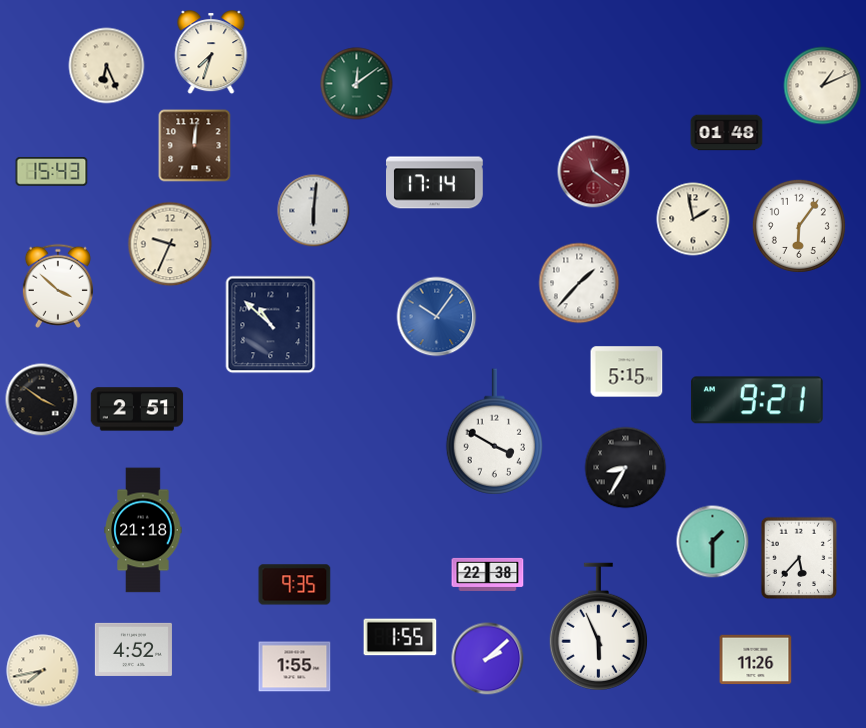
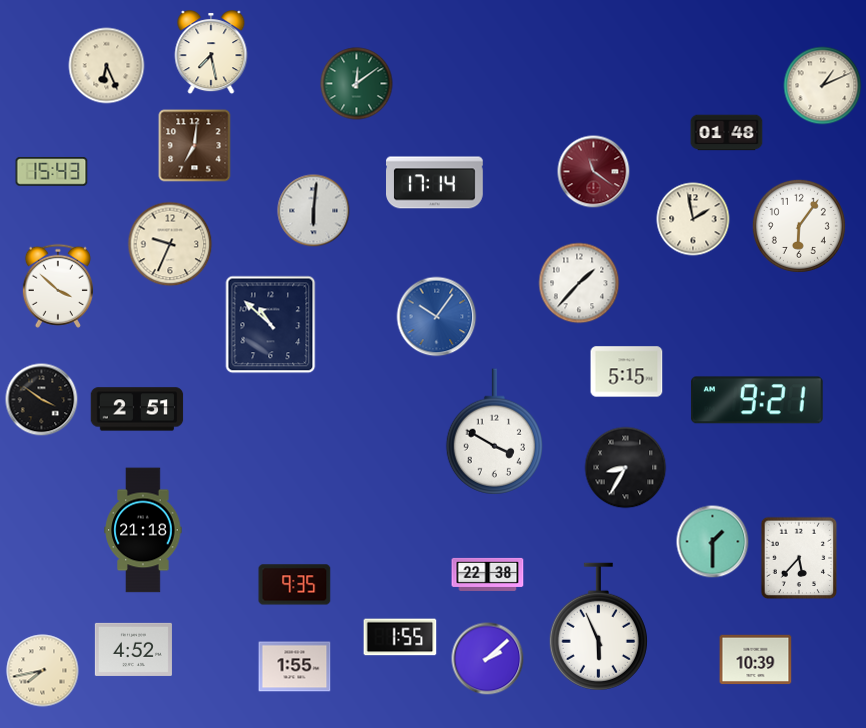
clock at (211, 53): 7:33 -> 7:28
clock at (195, 146): 12:01 -> 7:01
clock at (756, 660): 11:26 -> 10:39
